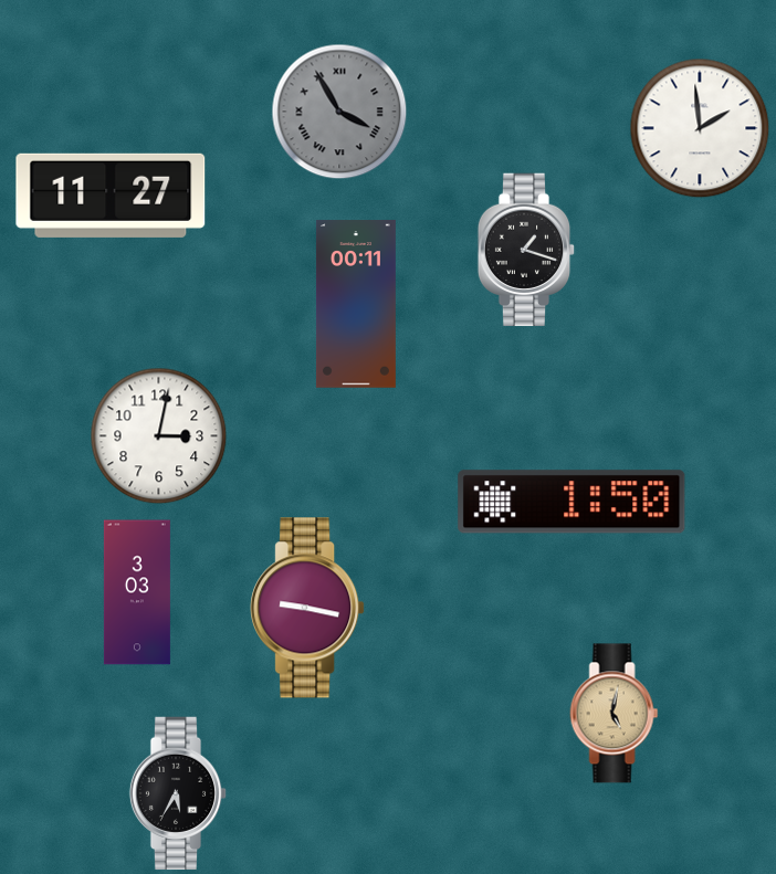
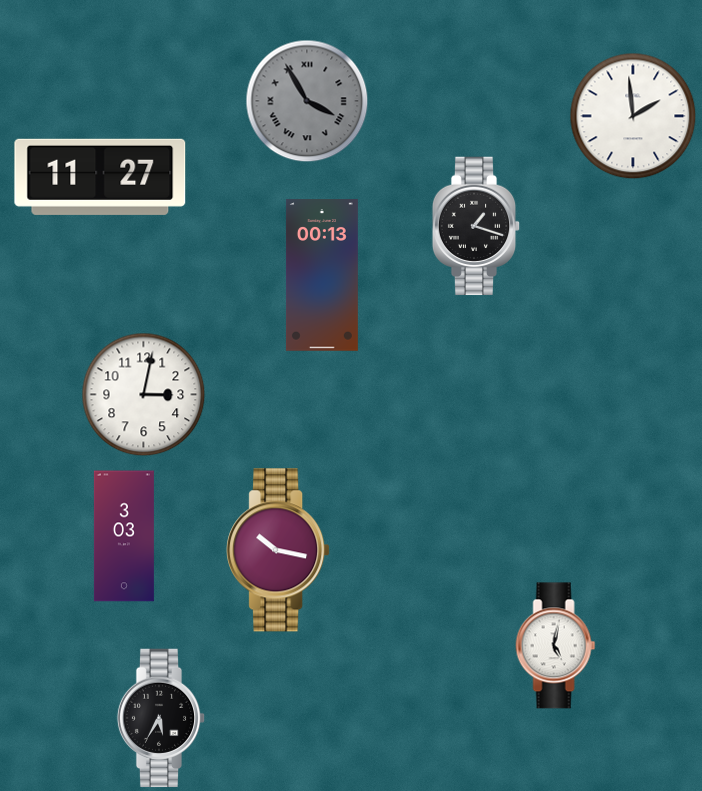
clock at (356, 304): 00:11 -> 00:13
clock at (571, 502): 1:50 -> none
clock at (307, 608): 9:17 -> 10:17
clock at (615, 714) dial: champagne -> white
